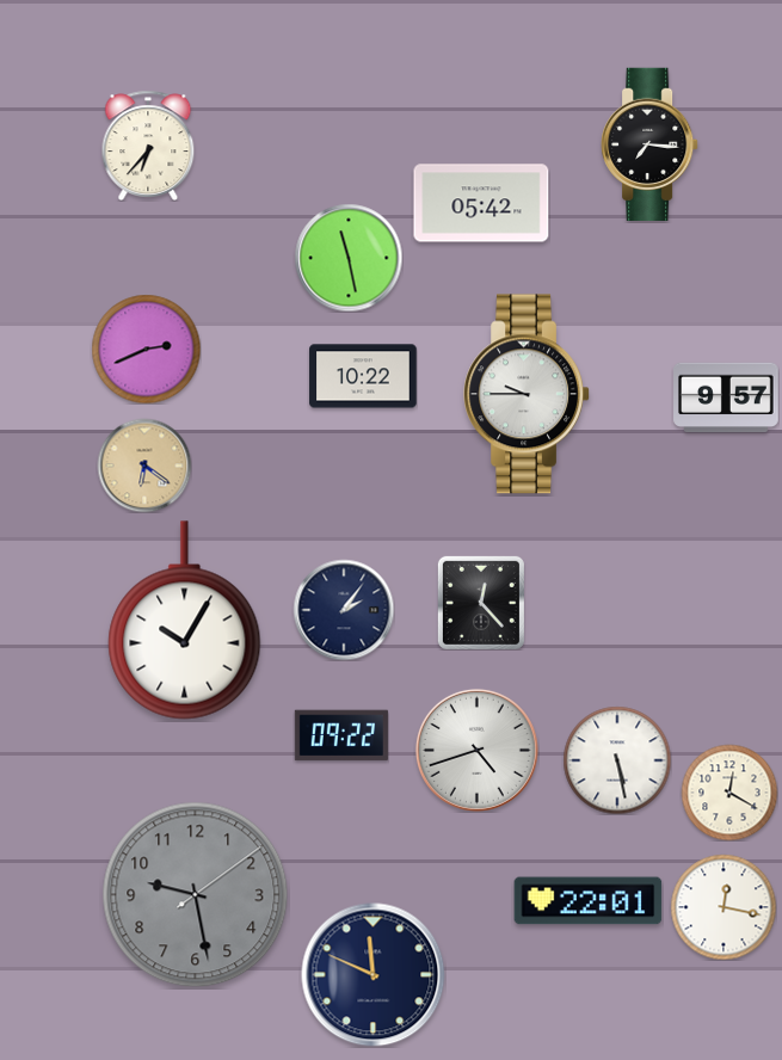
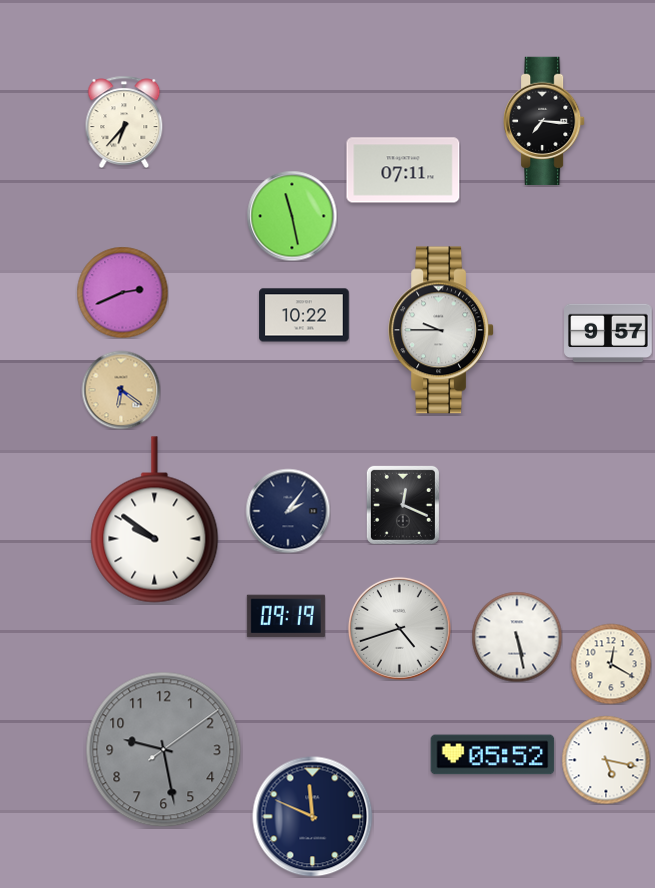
clock at (481, 203): 05:42 -> 07:11
clock at (481, 603): 12:23 -> 12:19
clock at (185, 621): 10:05 -> 9:51
clock at (341, 735): 09:22 -> 09:19
clock at (589, 901): 22:01 -> 05:52
clock at (723, 907): 12:17 -> 5:17
